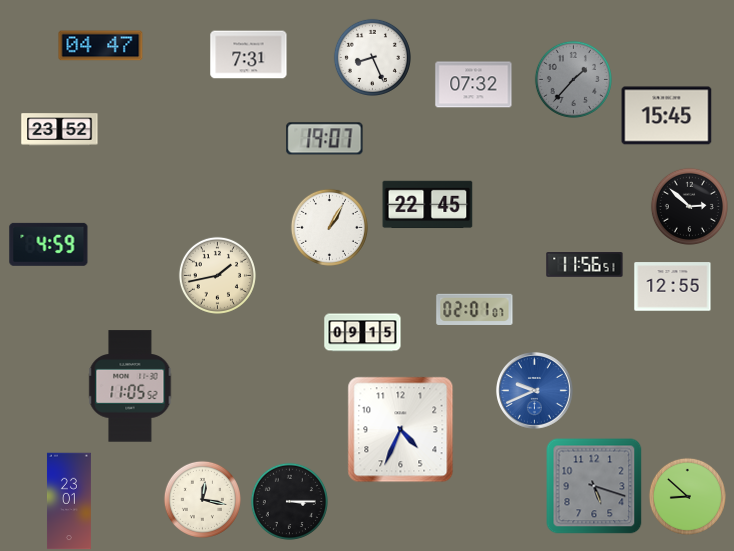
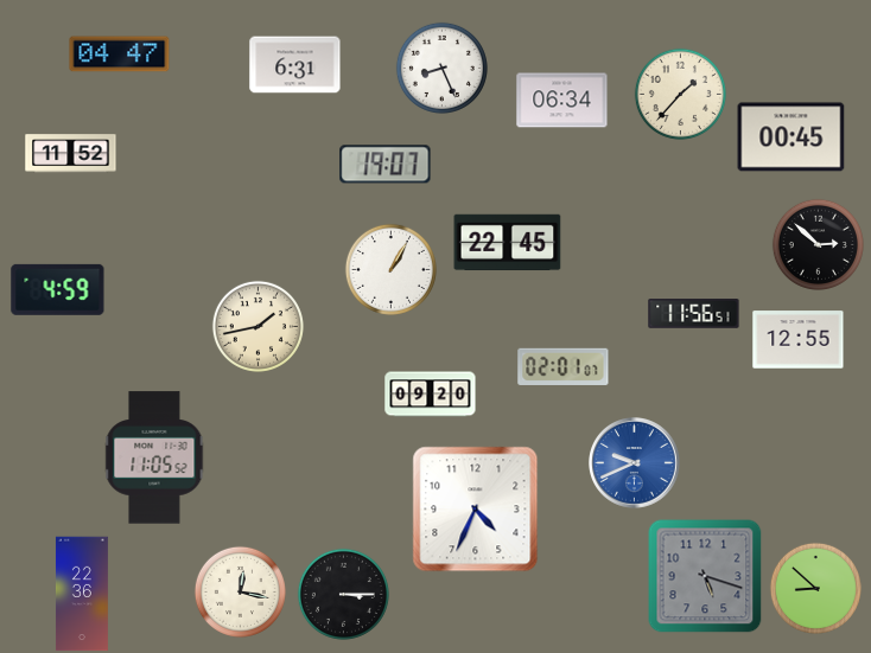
clock at (249, 55): 7:31 -> 6:31
clock at (573, 79) dial: grey -> cream
clock at (474, 85): 07:32 -> 06:34
clock at (667, 116): 15:45 -> 00:45
clock at (60, 130): 23:52 -> 11:52
clock at (363, 333): 09:15 -> 09:20
clock at (69, 501): 23:01 -> 22:36
